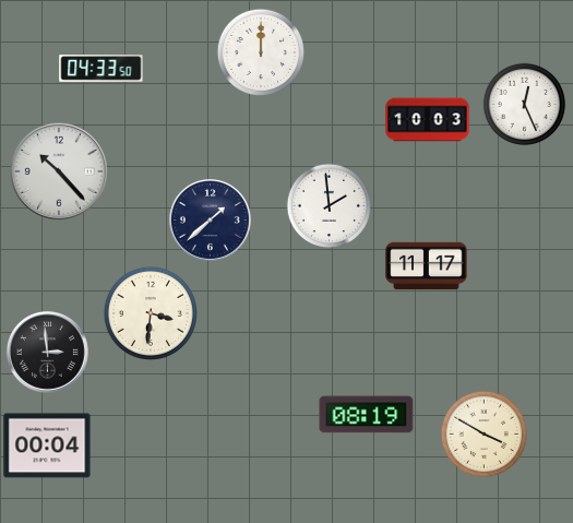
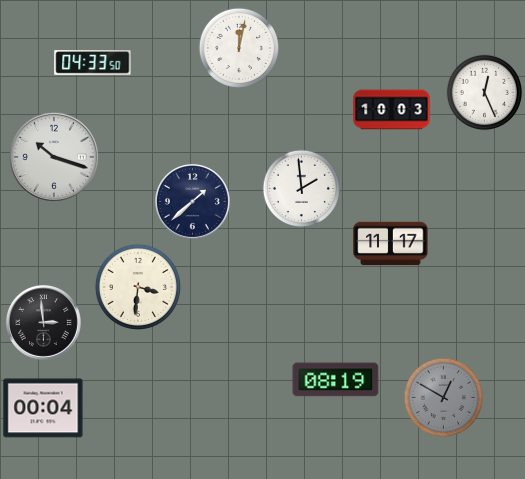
clock at (260, 51): 12:00 -> 12:02
clock at (525, 105) position: (525, 105) -> (485, 93)
clock at (59, 171): 10:23 -> 10:18
clock at (484, 433): 3:50 -> 12:50
clock at (484, 433) dial: cream -> grey
